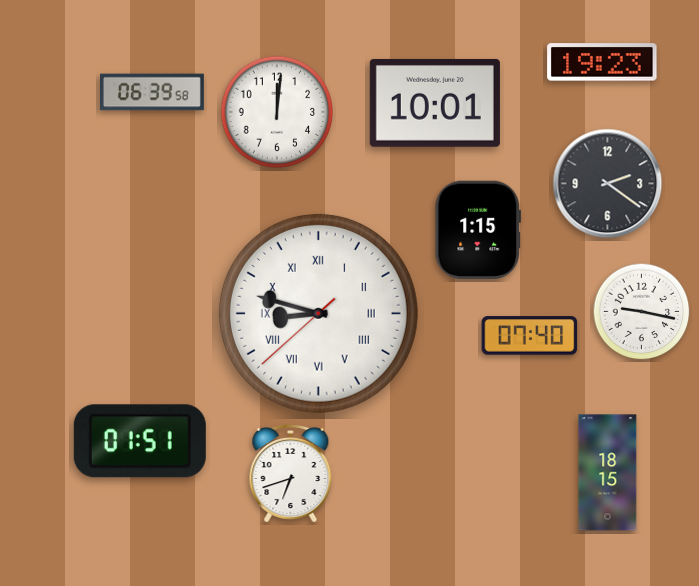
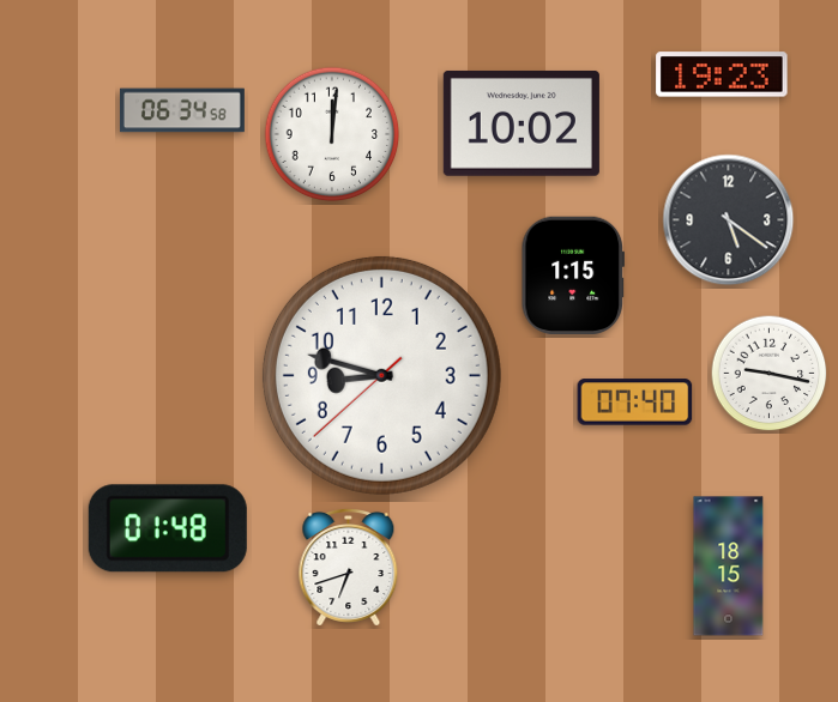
clock at (152, 92): 06:39 -> 06:34
clock at (435, 103): 10:01 -> 10:02
clock at (608, 184): 2:21 -> 5:21
clock at (318, 313) numerals: Roman -> Arabic
clock at (140, 441): 01:51 -> 01:48
